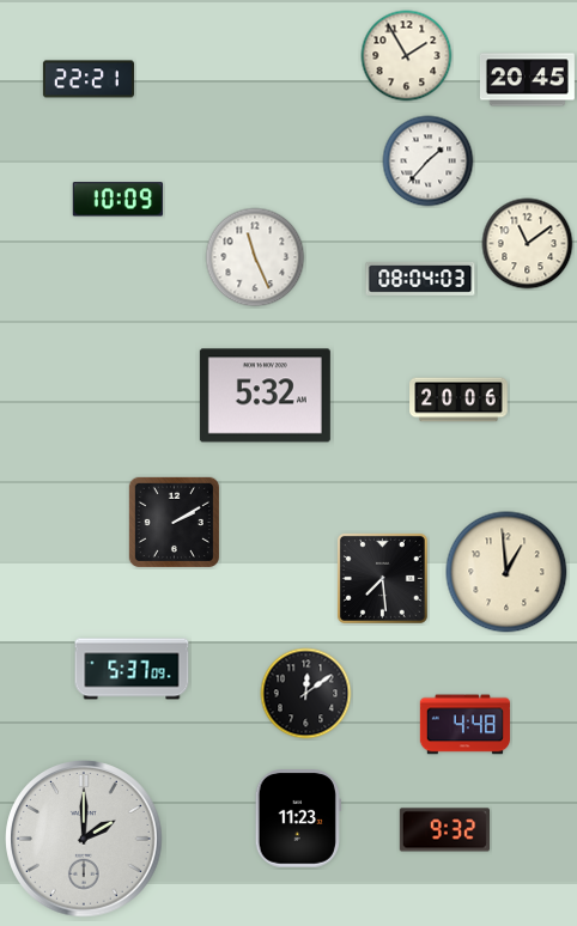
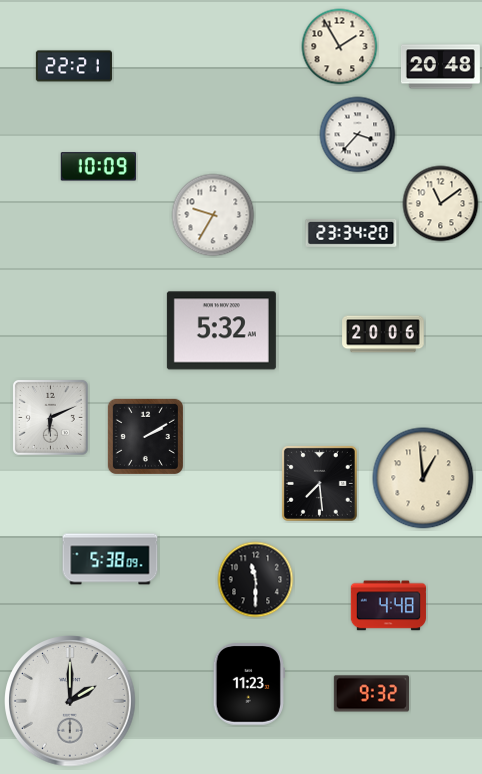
clock at (527, 80): 20:45 -> 20:48
clock at (429, 162): 1:37 -> 3:37
clock at (255, 257): 11:26 -> 9:35
clock at (420, 279): 08:04 -> 23:34
clock at (50, 417): none -> 6:11
clock at (132, 669): 5:37 -> 5:38
clock at (306, 694): 12:09 -> 11:30
